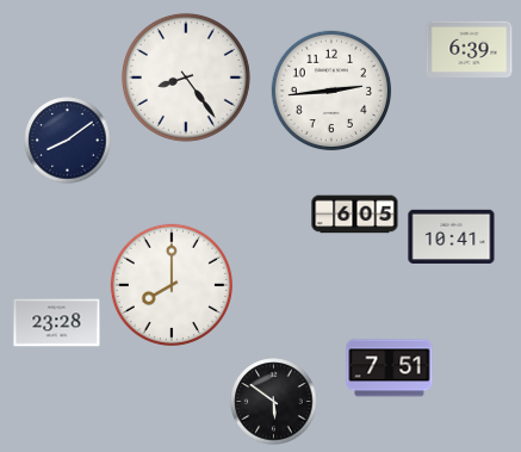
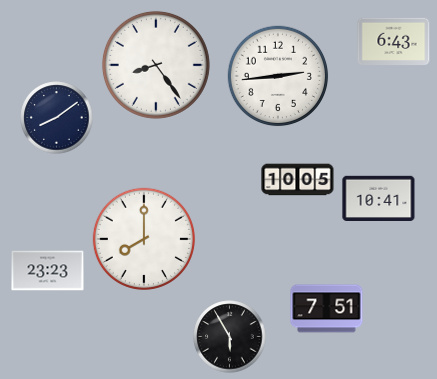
clock at (470, 50): 6:39 -> 6:43
clock at (355, 215): 6:05 -> 10:05
clock at (57, 323): 23:28 -> 23:23
clock at (274, 402): 5:51 -> 5:55
